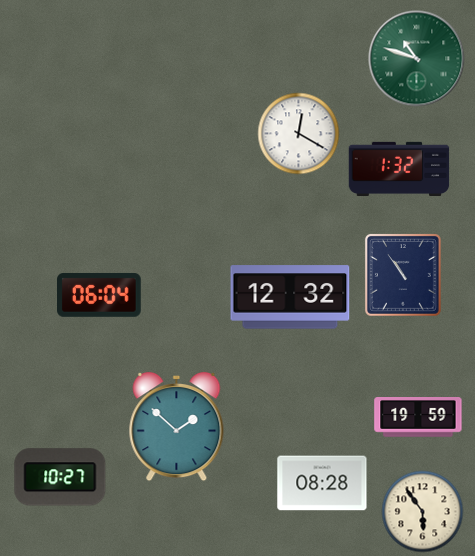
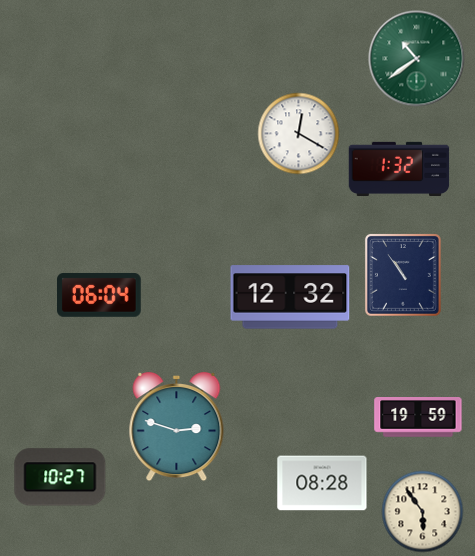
clock at (417, 59): 10:48 -> 10:39
clock at (177, 427): 1:52 -> 2:48
